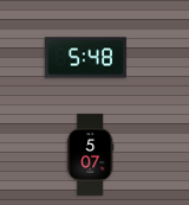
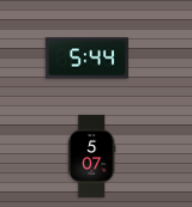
clock at (85, 58): 5:48 -> 5:44
